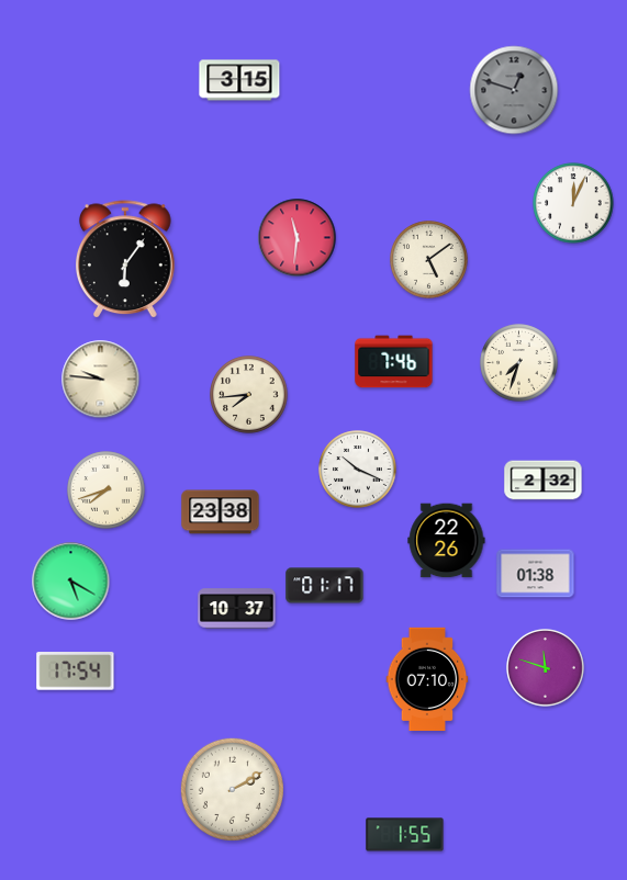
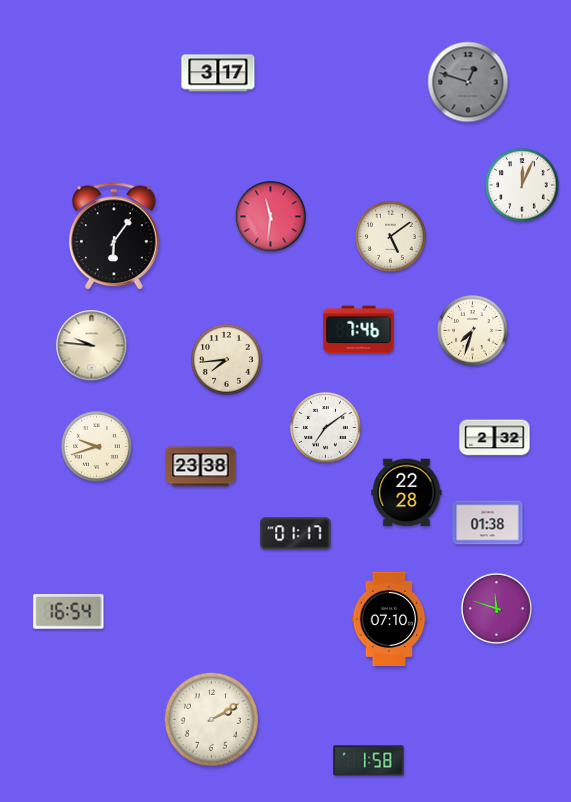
clock at (239, 80): 3:15 -> 3:17
clock at (358, 470): 10:19 -> 7:09
clock at (107, 490): 7:42 -> 9:42
clock at (447, 541): 22:26 -> 22:28
clock at (71, 582): 5:20 -> none
clock at (237, 609): 10:37 -> none
clock at (76, 672): 17:54 -> 16:54
clock at (405, 835): 1:55 -> 1:58
